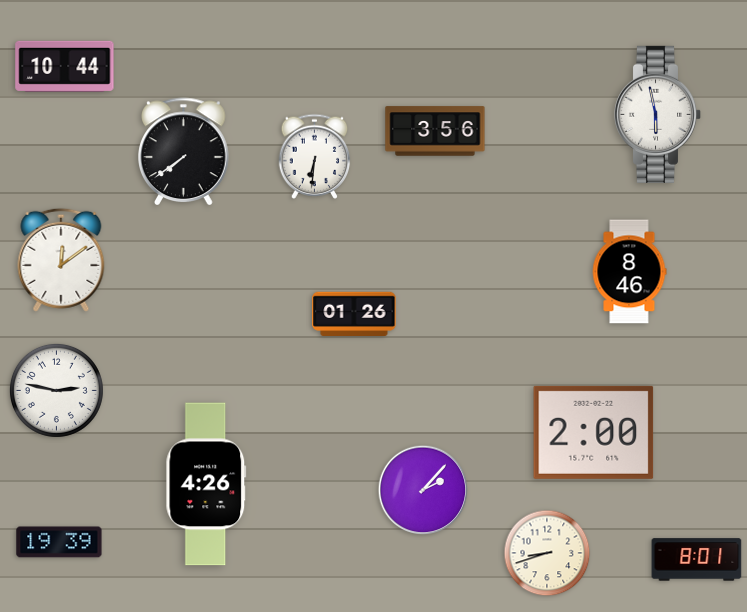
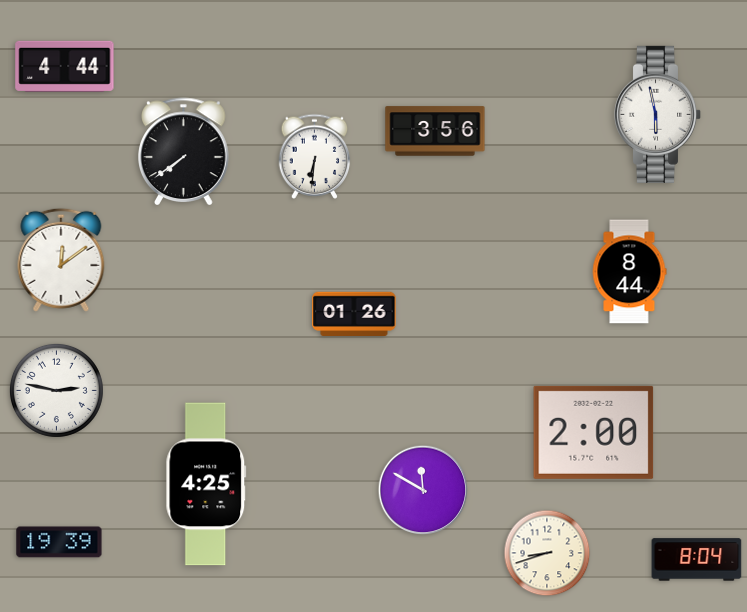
clock at (65, 66): 10:44 -> 4:44
clock at (629, 272): 8:46 -> 8:44
clock at (206, 484): 4:26 -> 4:25
clock at (423, 490): 2:07 -> 11:50
clock at (697, 560): 8:01 -> 8:04
